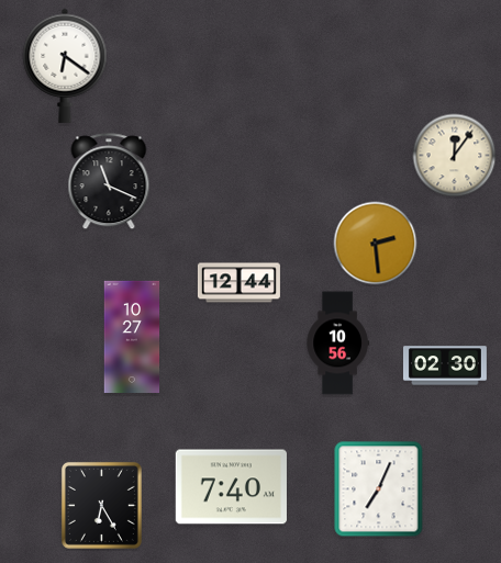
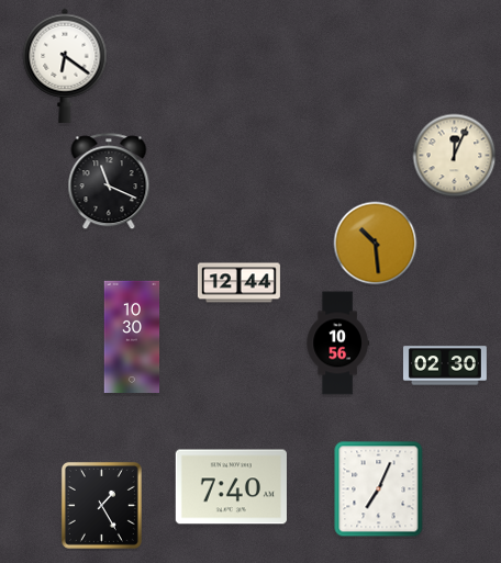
clock at (455, 156): 12:06 -> 12:04
clock at (376, 244): 2:29 -> 10:29
clock at (132, 336): 10:27 -> 10:30
clock at (101, 505): 6:25 -> 1:25
